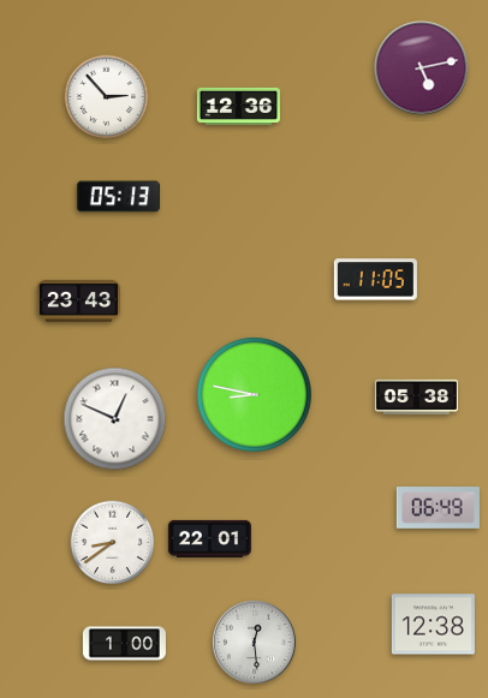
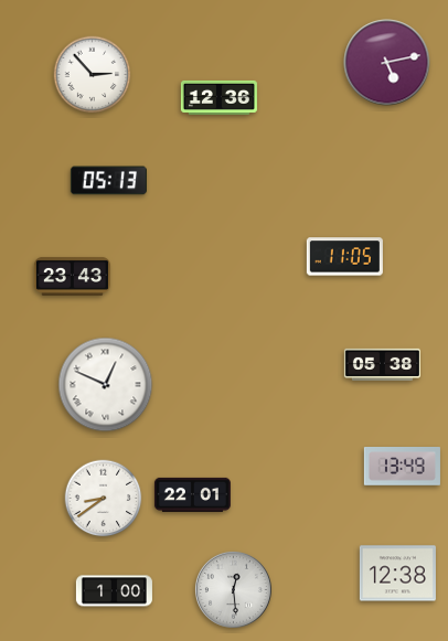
clock at (107, 97) position: (107, 97) -> (93, 75)
clock at (254, 394): 8:47 -> none
clock at (438, 508): 06:49 -> 13:49
